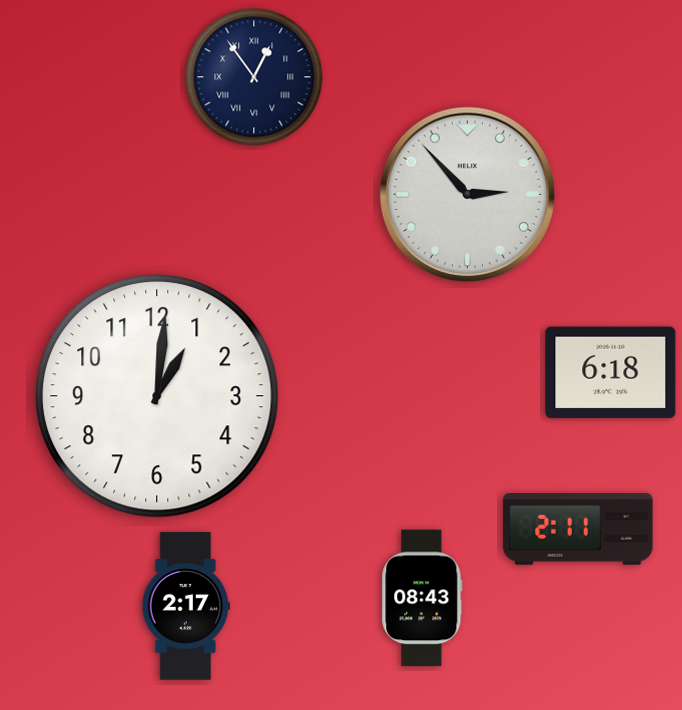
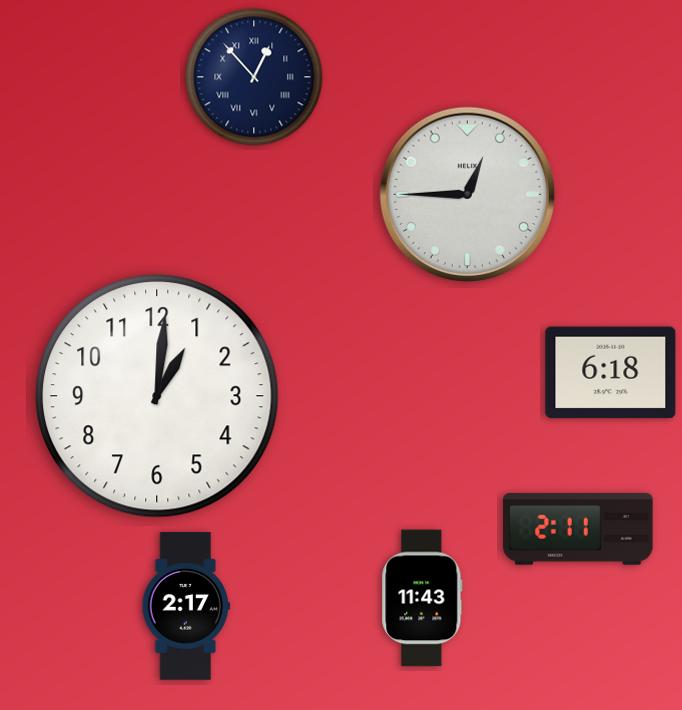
clock at (254, 77): 12:54 -> 12:53
clock at (467, 194): 2:53 -> 12:45
clock at (422, 598): 08:43 -> 11:43
